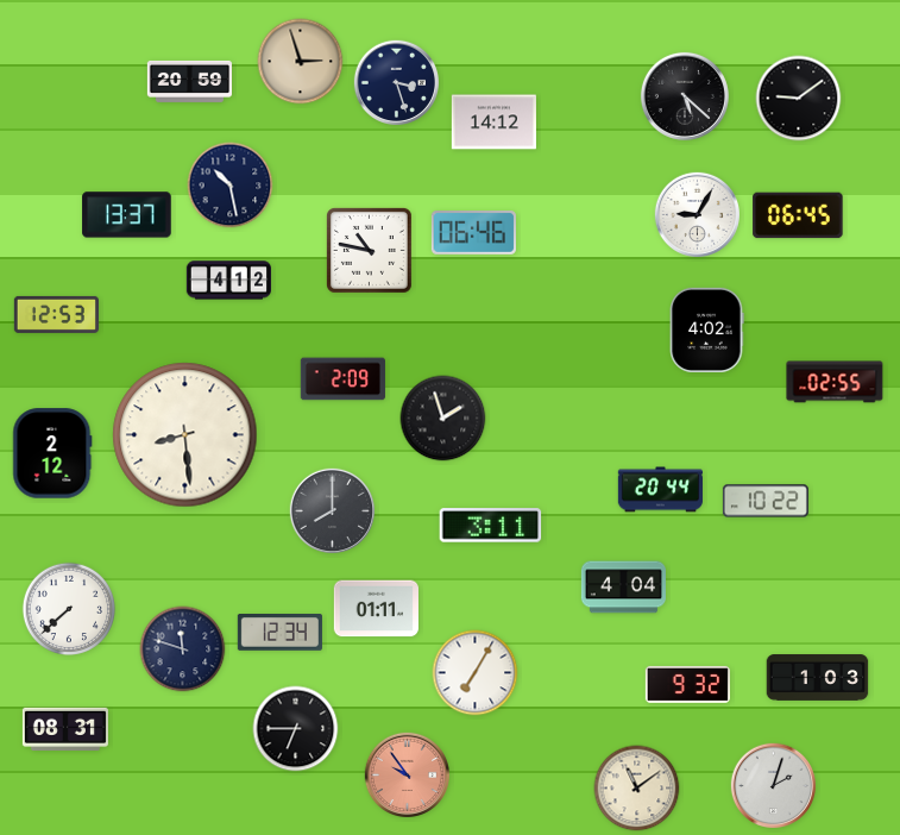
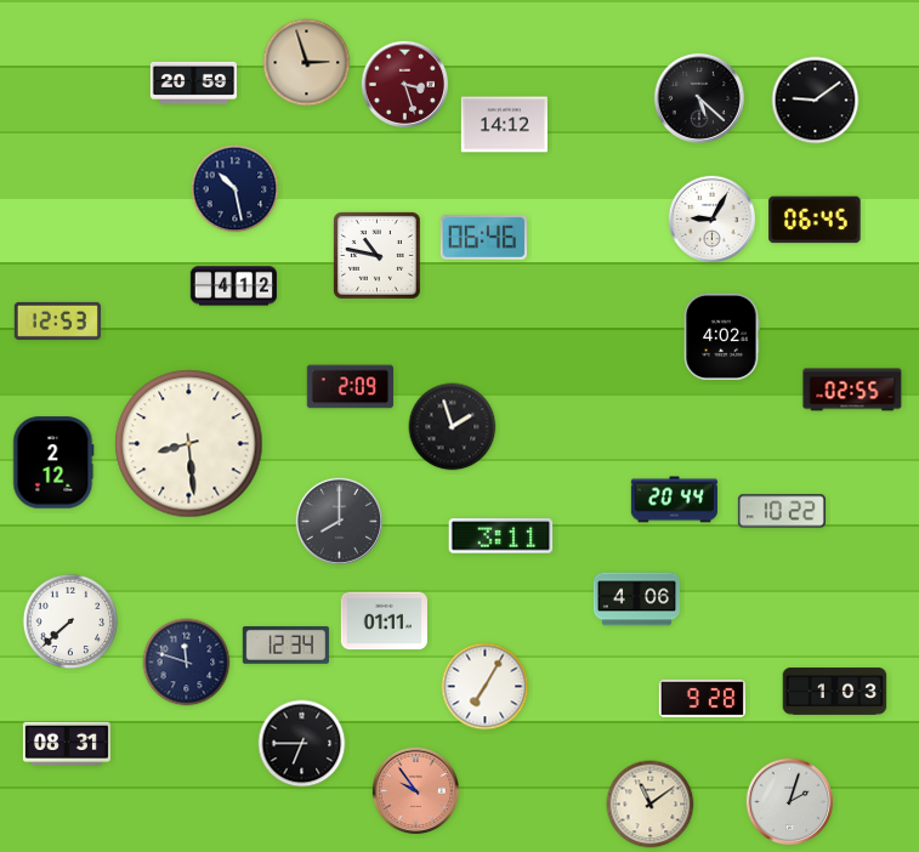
clock at (396, 82) dial: navy -> burgundy
clock at (127, 215): 13:37 -> none
clock at (623, 588): 4:04 -> 4:06
clock at (687, 684): 9:32 -> 9:28
